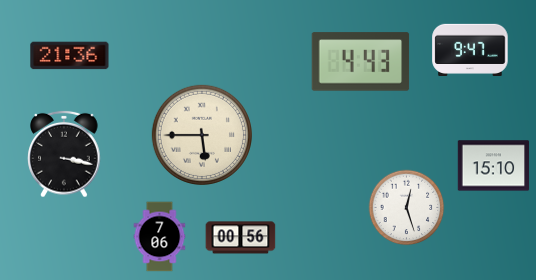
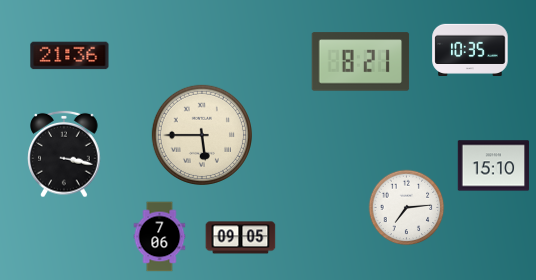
clock at (470, 49): 9:47 -> 10:35
clock at (361, 62): 4:43 -> 8:21
clock at (407, 208): 12:27 -> 7:14
clock at (241, 238): 00:56 -> 09:05
